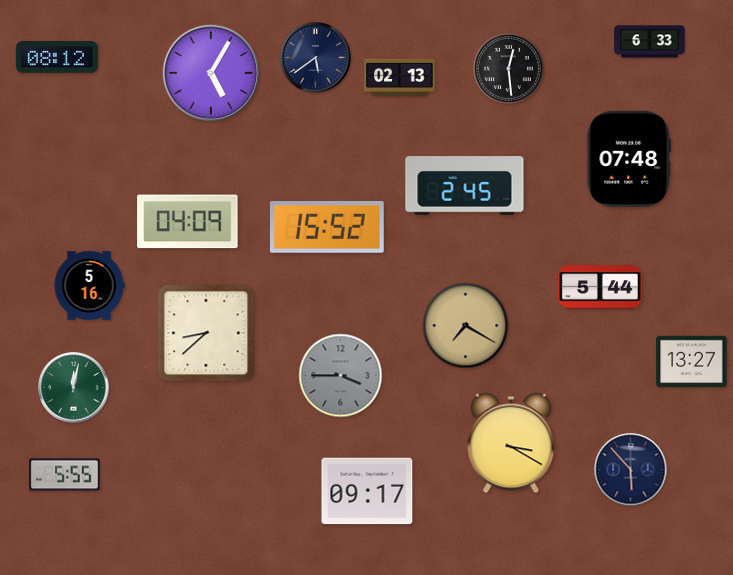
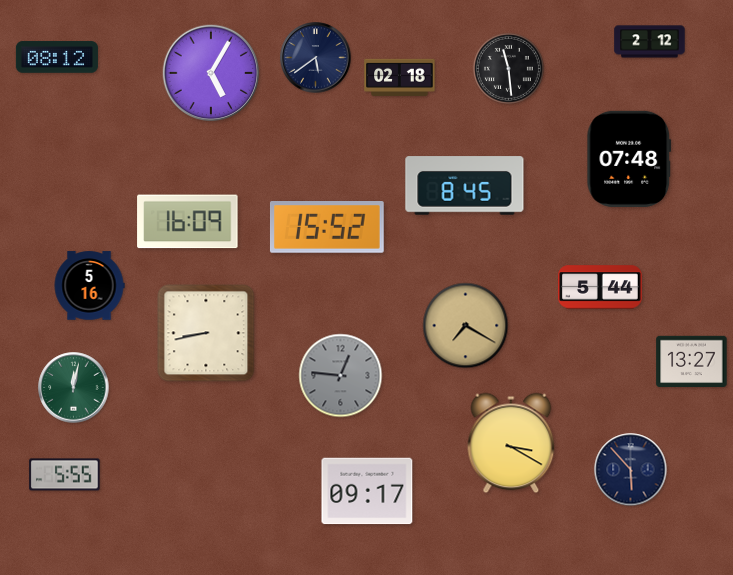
clock at (650, 42): 6:33 -> 2:12
clock at (508, 68): 12:29 -> 11:29
clock at (400, 77): 02:13 -> 02:18
clock at (465, 186): 2:45 -> 8:45
clock at (188, 222): 04:09 -> 16:09
clock at (206, 333): 8:38 -> 8:43
clock at (341, 376): 3:45 -> 12:46
